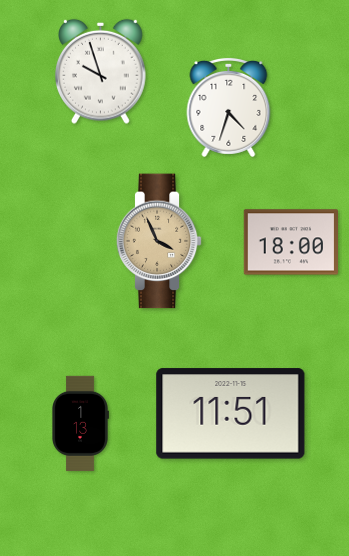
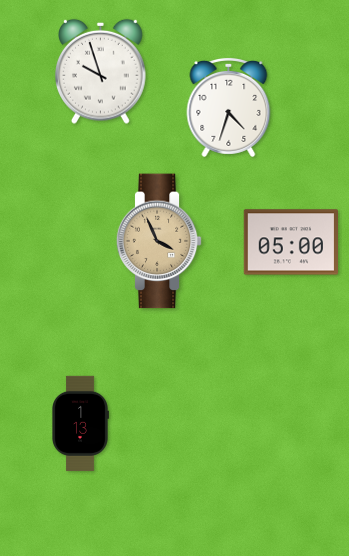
clock at (290, 242): 18:00 -> 05:00
clock at (231, 414): 11:51 -> none
